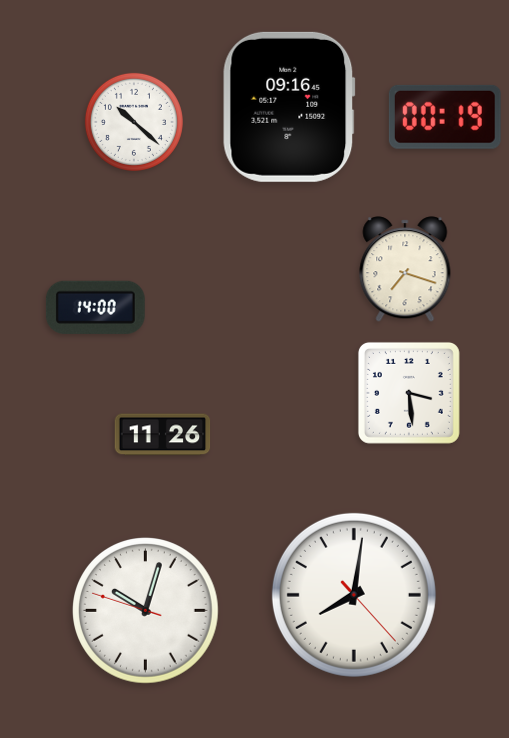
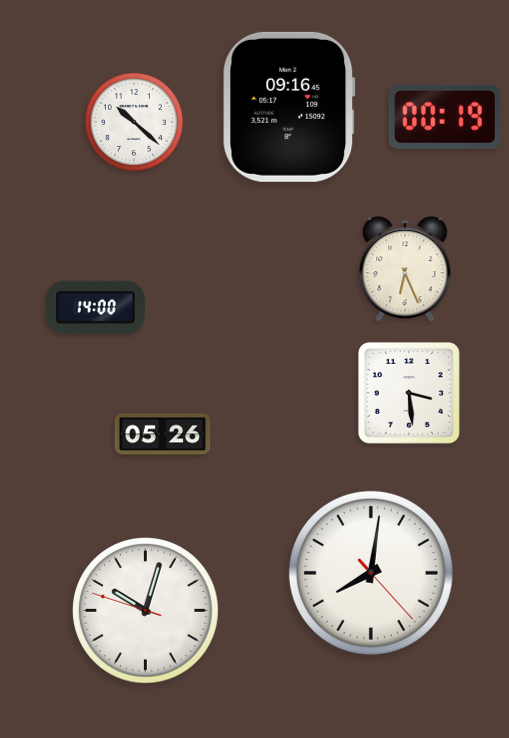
clock at (405, 269): 7:18 -> 6:26
clock at (163, 435): 11:26 -> 05:26
clock at (354, 595) position: (354, 595) -> (371, 573)
